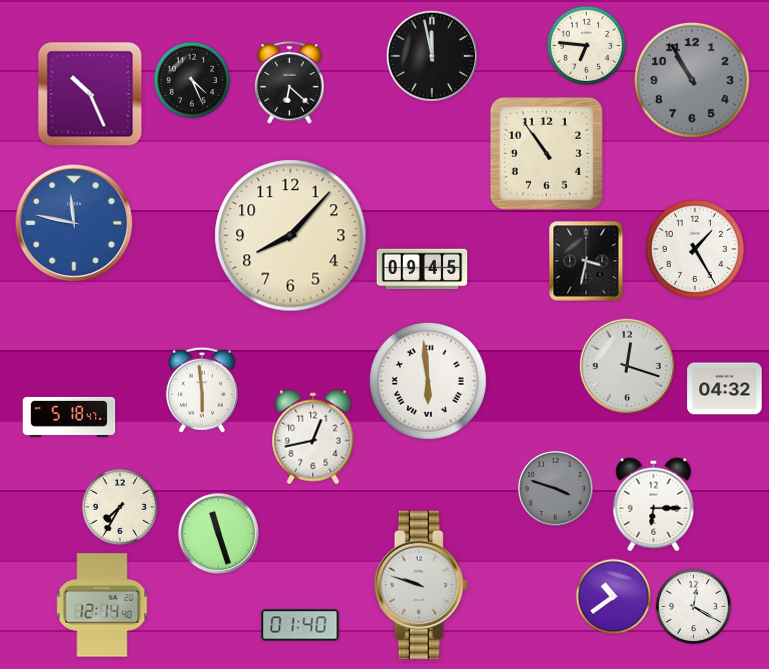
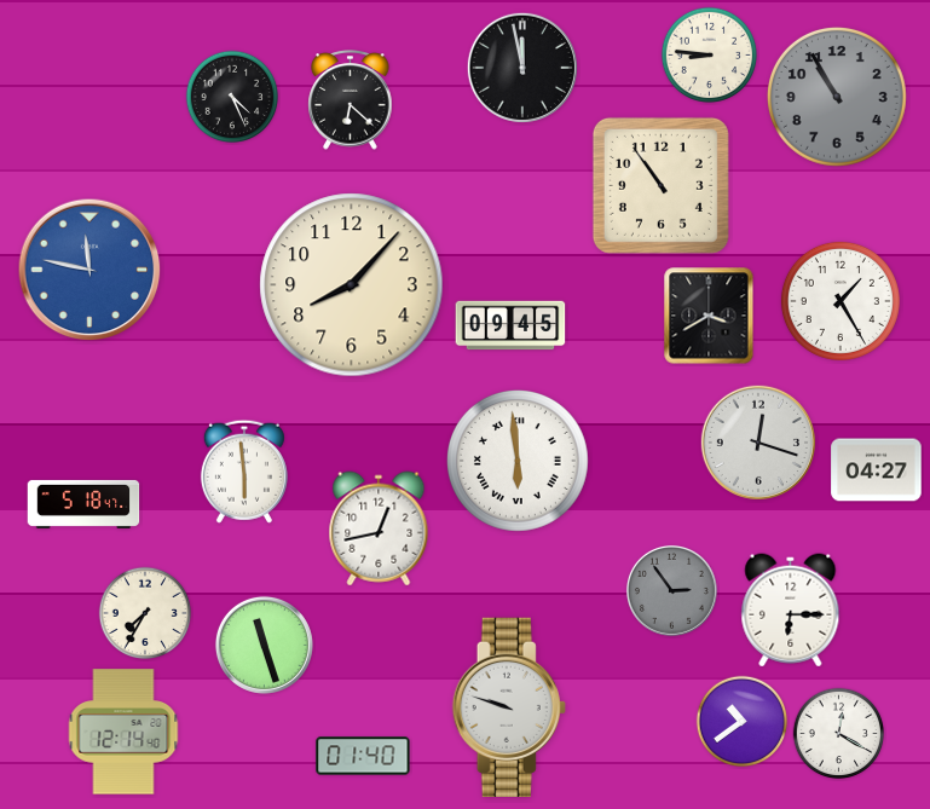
clock at (587, 46): 6:46 -> 8:46
clock at (90, 94): 10:26 -> none
clock at (586, 261): 3:32 -> 3:40
clock at (725, 389): 04:32 -> 04:27
clock at (555, 488): 3:48 -> 2:54
